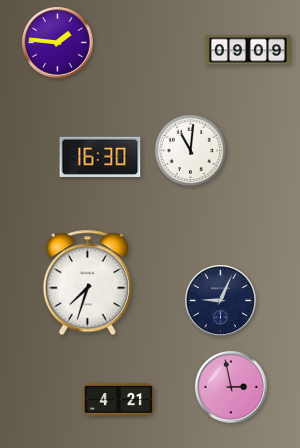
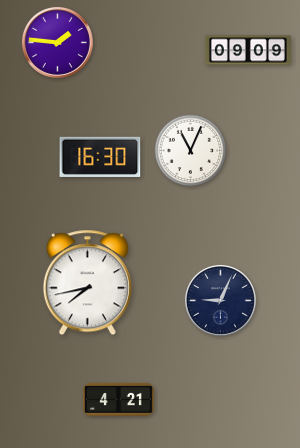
clock at (191, 151): 11:01 -> 11:04
clock at (87, 283): 7:33 -> 7:43
clock at (231, 387): 2:58 -> none
